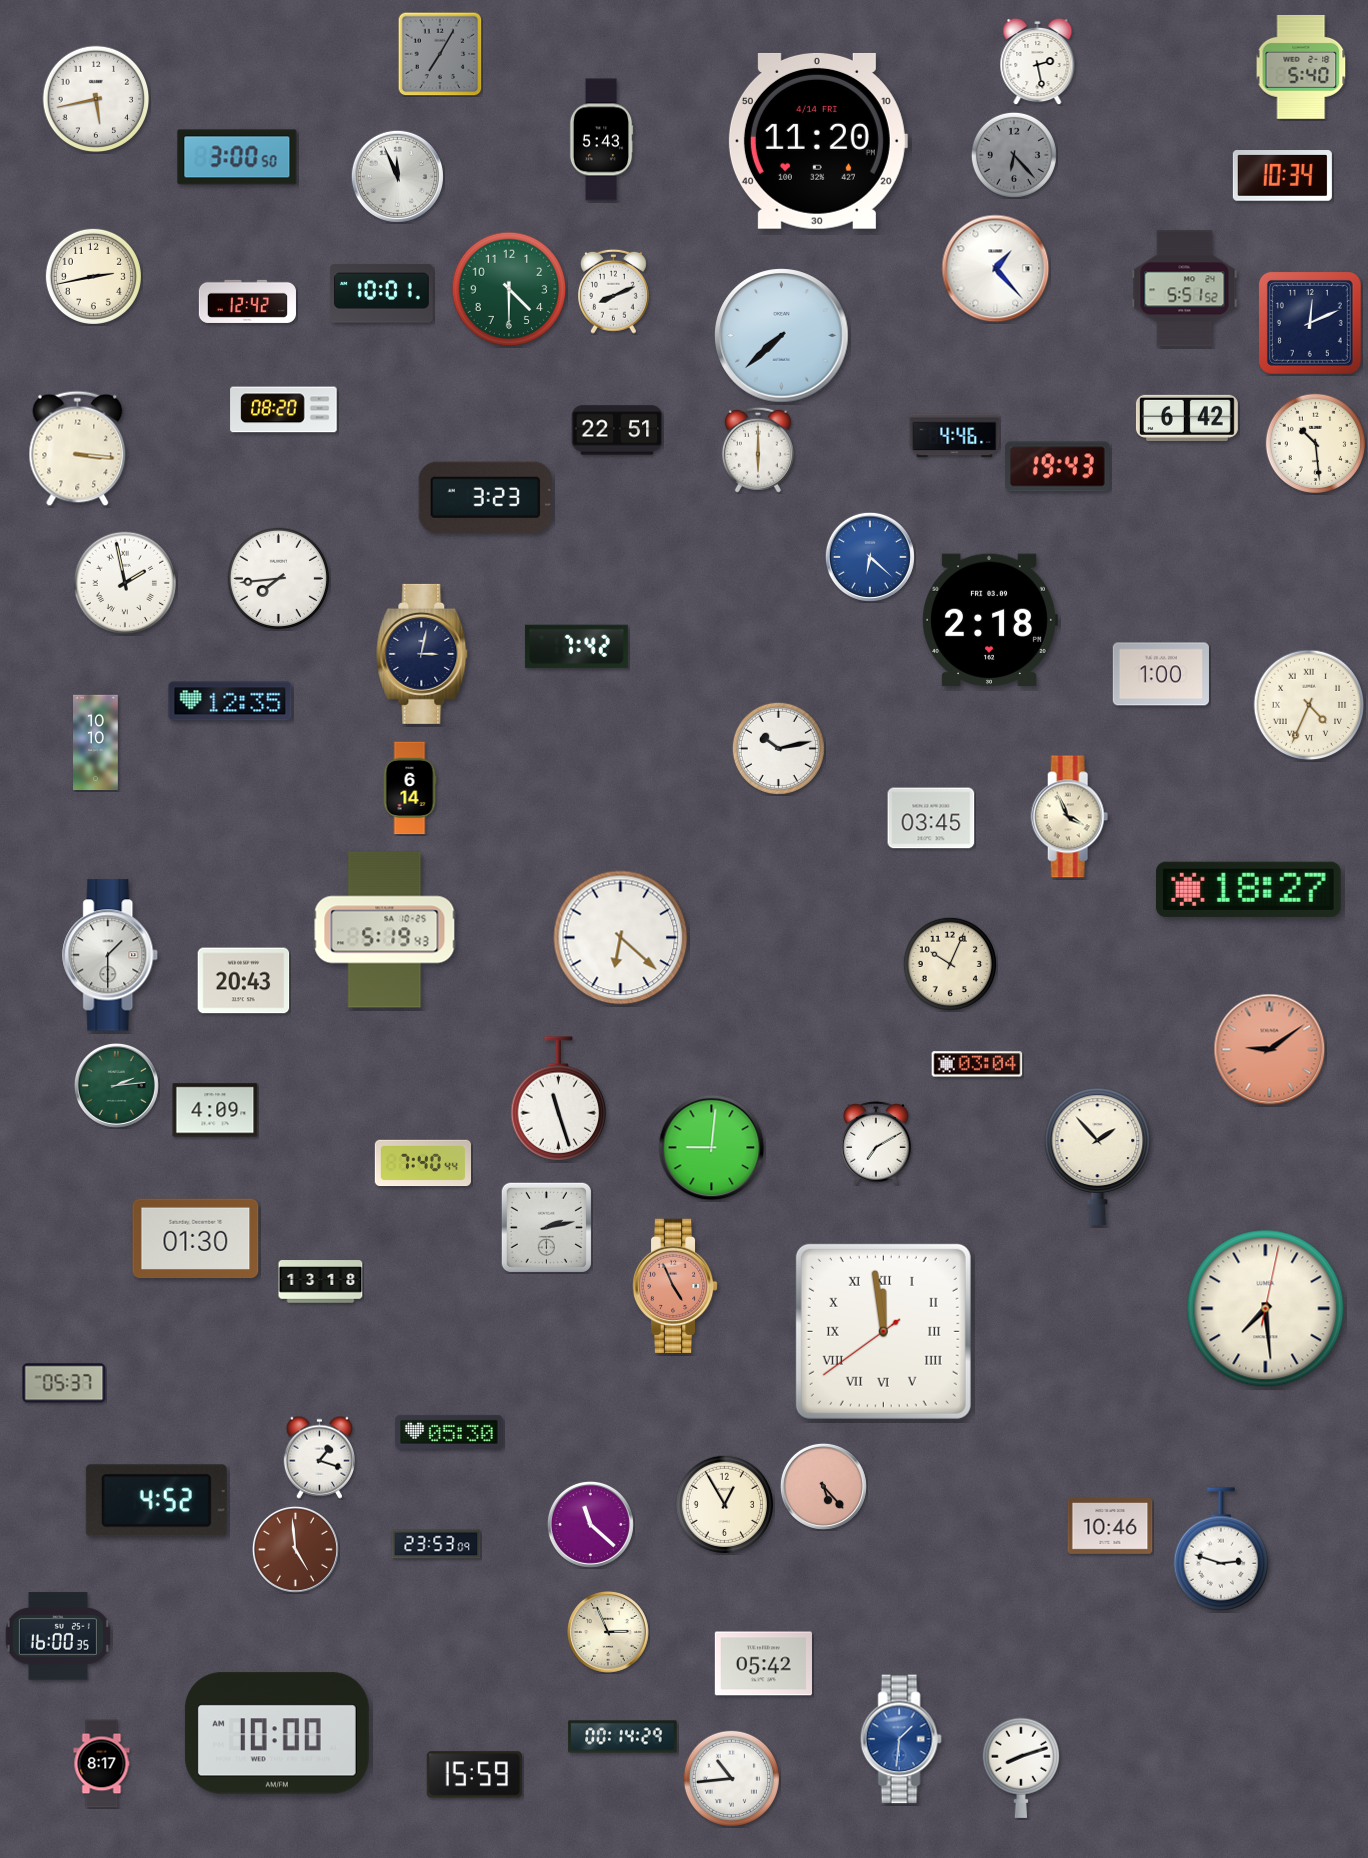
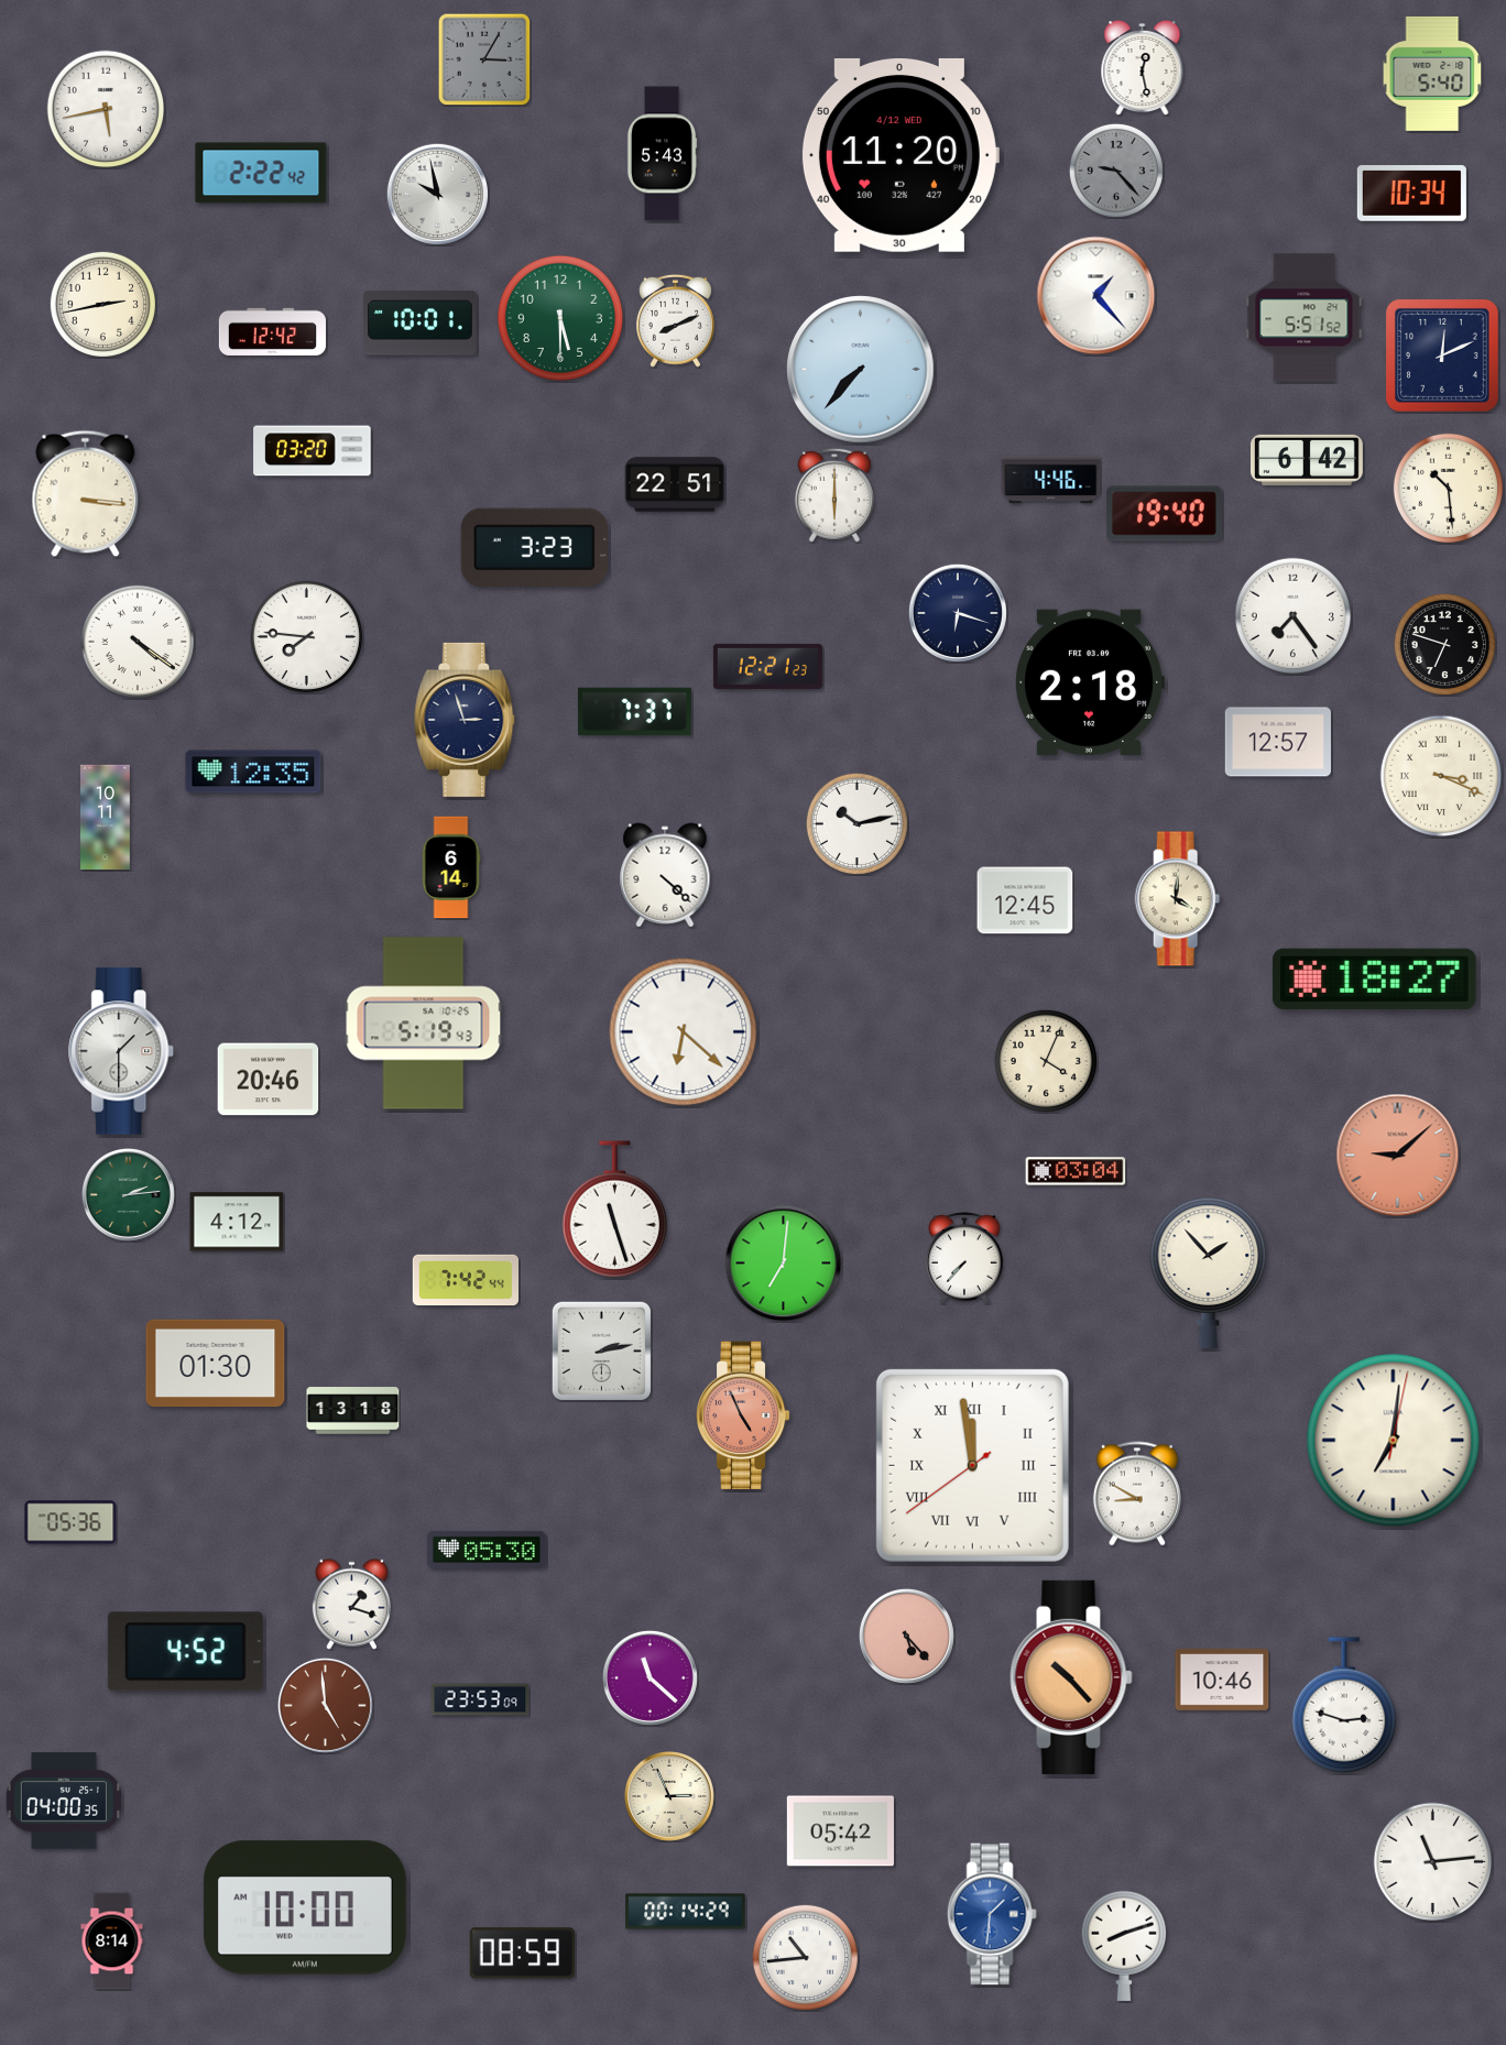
clock at (440, 54): 7:05 -> 3:05
clock at (1038, 61): 2:28 -> 12:28
clock at (817, 141) date: 4/14 FRI -> 4/12 WED
clock at (1014, 155): 6:23 -> 9:23
clock at (237, 157): 3:00 -> 2:22
clock at (397, 176): 11:56 -> 9:58
clock at (509, 289): 4:30 -> 5:30
clock at (782, 336): 7:38 -> 7:37
clock at (284, 410): 08:20 -> 03:20
clock at (617, 430) position: (617, 430) -> (675, 484)
clock at (1058, 467): 19:43 -> 19:40
clock at (870, 557): 6:22 -> 6:18
clock at (870, 557) dial: blue -> navy
clock at (1294, 616): none -> 7:24
clock at (278, 578): 7:44 -> 7:46
clock at (124, 582): 1:58 -> 4:21
clock at (1444, 644): none -> 6:48
clock at (767, 666): none -> 12:21
clock at (576, 647): 7:42 -> 7:37
clock at (422, 654): 3:02 -> 2:57
clock at (1161, 674): 1:00 -> 12:57
clock at (1309, 705): 4:34 -> 3:19
clock at (96, 743): 10:10 -> 10:11
clock at (665, 875): none -> 4:22
clock at (1070, 817): 3:56 -> 4:01
clock at (931, 818): 03:45 -> 12:45
clock at (950, 964): 10:04 -> 4:04
clock at (244, 981): 20:43 -> 20:46
clock at (1270, 1050): 9:09 -> 9:08
clock at (215, 1110): 4:09 -> 4:12
clock at (876, 1143): 7:10 -> 7:37
clock at (712, 1148): 9:01 -> 7:01
clock at (422, 1163): 7:40 -> 7:42
clock at (1266, 1309): 7:29 -> 7:01
clock at (1137, 1494): none -> 8:50
clock at (64, 1383): 05:37 -> 05:36
clock at (449, 1432) position: (449, 1432) -> (487, 1550)
clock at (156, 1501) position: (156, 1501) -> (185, 1652)
clock at (724, 1504): 12:55 -> none
clock at (1071, 1677): none -> 10:23
clock at (58, 1636): 16:00 -> 04:00
clock at (1433, 1862): none -> 11:14
clock at (102, 1764): 8:17 -> 8:14
clock at (474, 1775): 15:59 -> 08:59
